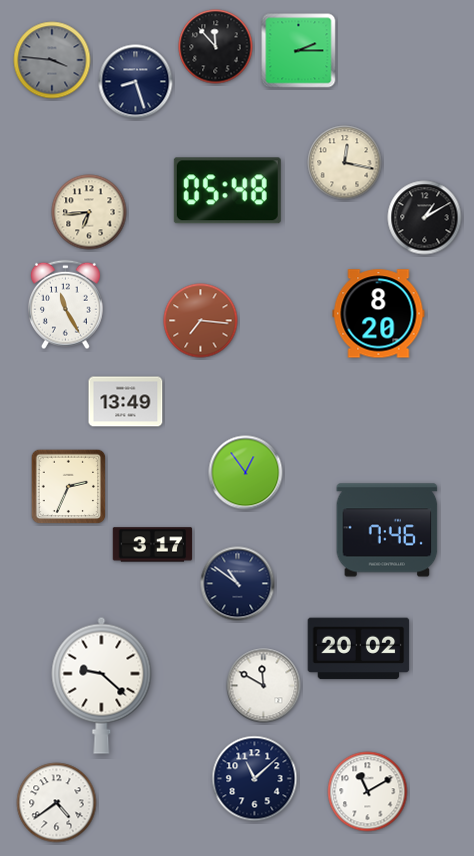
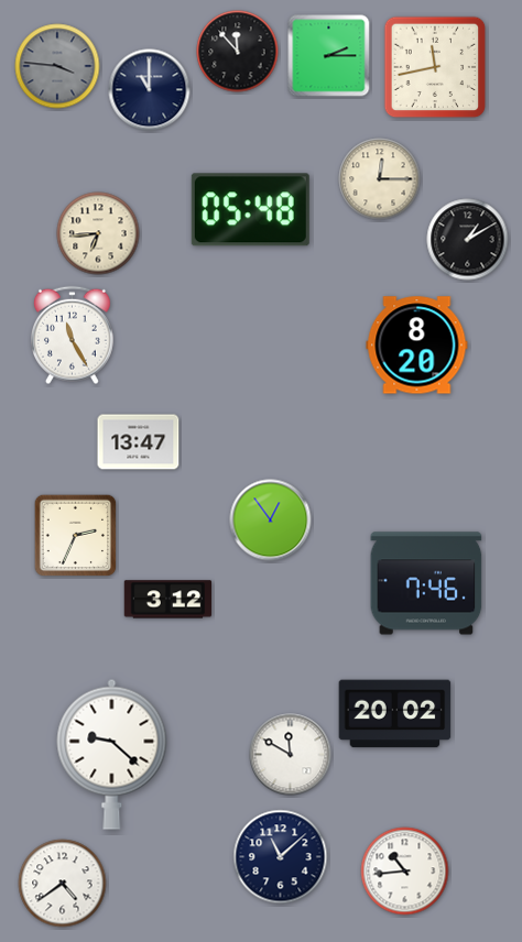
clock at (435, 67): none -> 11:43
clock at (136, 82): 8:27 -> 11:00
clock at (345, 163): 12:17 -> 12:15
clock at (201, 321): 7:16 -> none
clock at (126, 402): 13:49 -> 13:47
clock at (153, 545): 3:17 -> 3:12
clock at (238, 584): 10:51 -> none
clock at (368, 792): 11:10 -> 10:44
